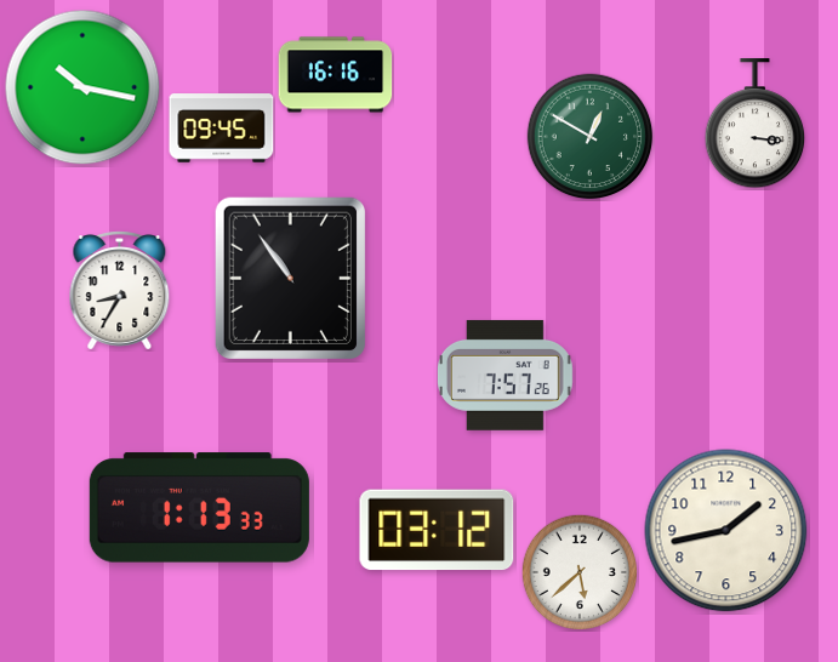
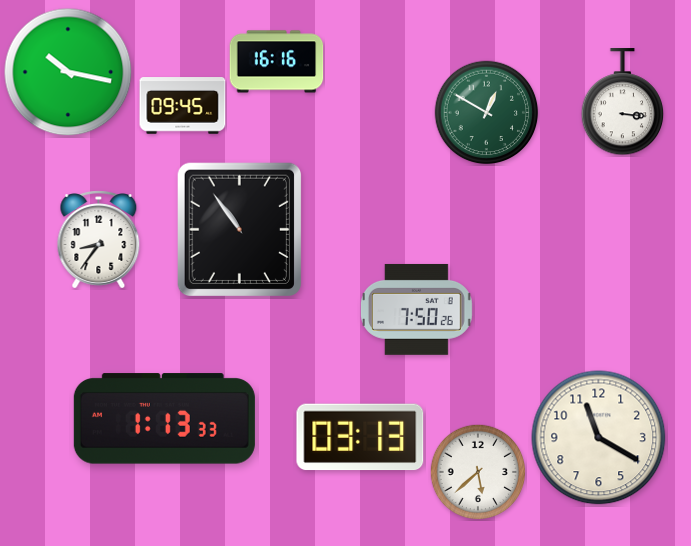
clock at (120, 291): 8:35 -> 8:36
clock at (504, 375): 7:57 -> 7:50
clock at (437, 530): 03:12 -> 03:13
clock at (726, 531): 1:43 -> 11:20
